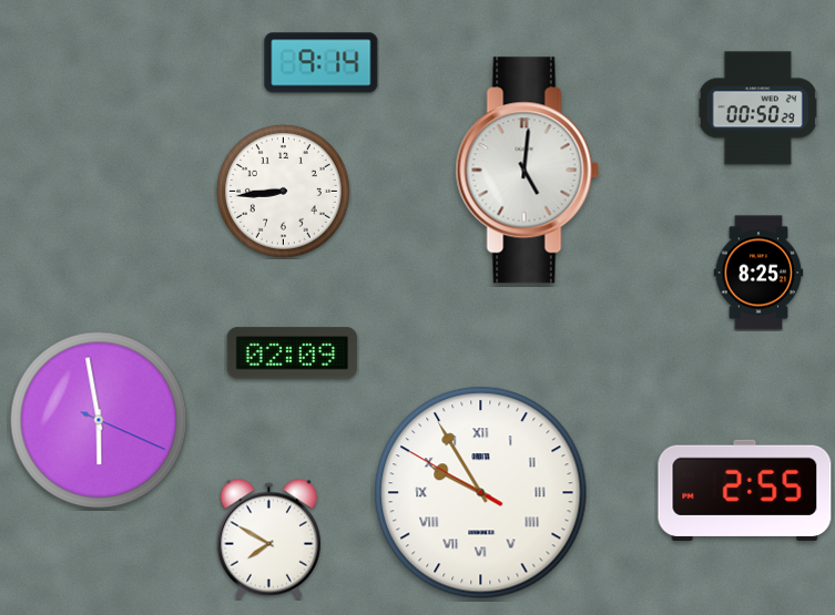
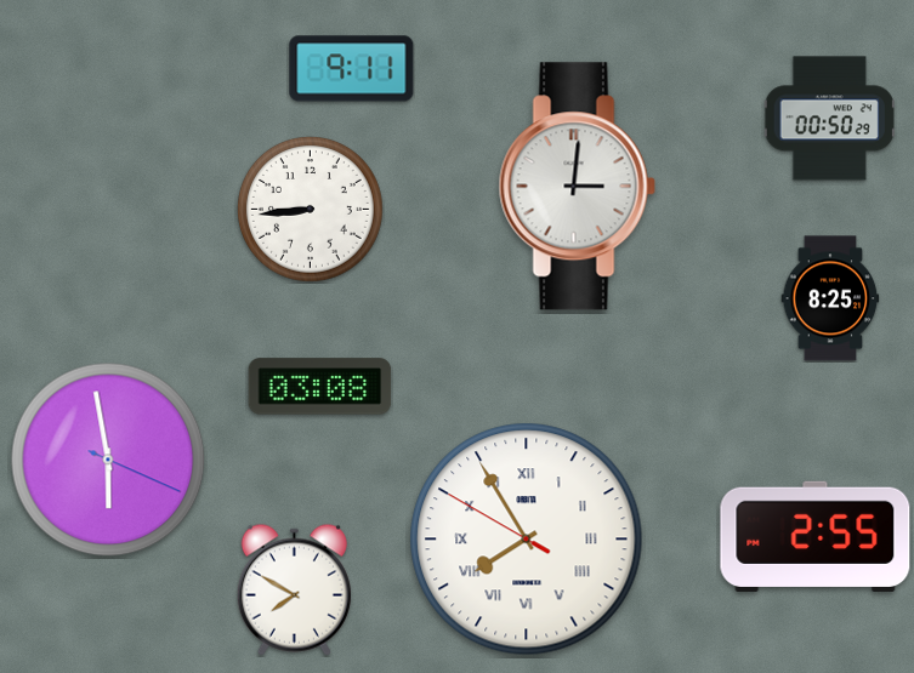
clock at (322, 63): 9:14 -> 9:11
clock at (527, 171): 5:01 -> 3:01
clock at (293, 353): 02:09 -> 03:08
clock at (481, 493): 9:54 -> 7:54
